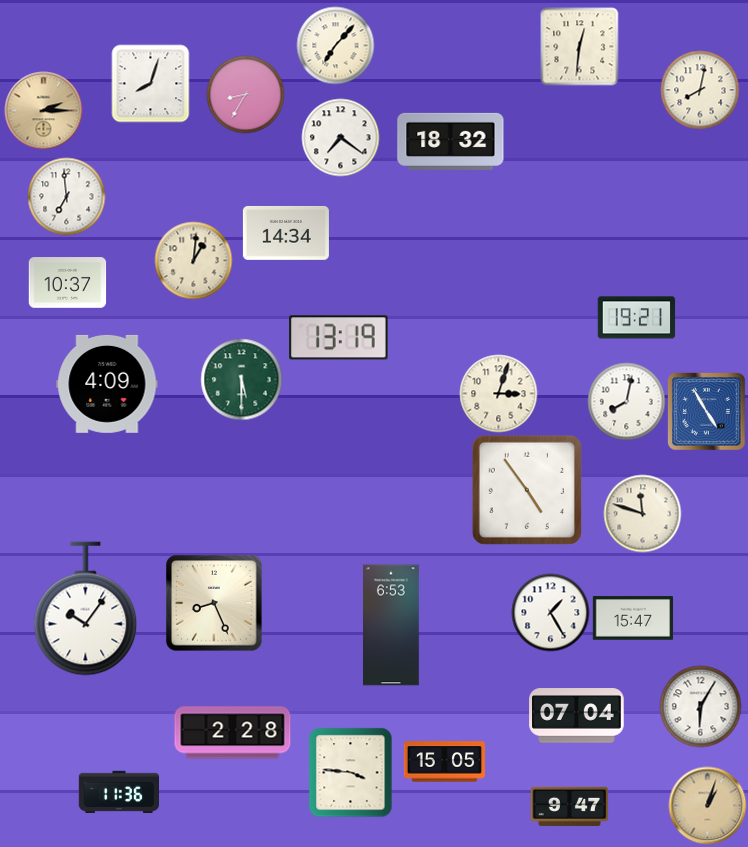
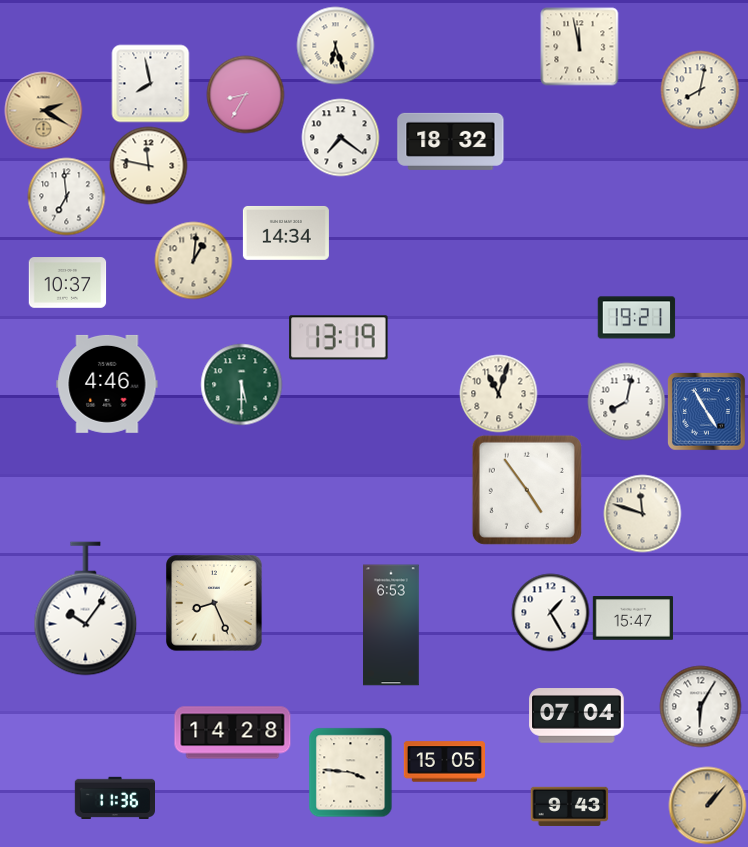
clock at (335, 45): 7:07 -> 6:27
clock at (579, 46): 12:31 -> 11:58
clock at (150, 83): 8:03 -> 7:58
clock at (43, 110): 2:15 -> 2:20
clock at (148, 165): none -> 11:47
clock at (241, 379) position: (241, 379) -> (241, 384)
clock at (107, 384): 4:09 -> 4:46
clock at (498, 393): 3:03 -> 11:03
clock at (233, 733): 2:28 -> 14:28
clock at (118, 791) position: (118, 791) -> (114, 797)
clock at (707, 805): 1:03 -> 1:07
clock at (569, 806): 9:47 -> 9:43
